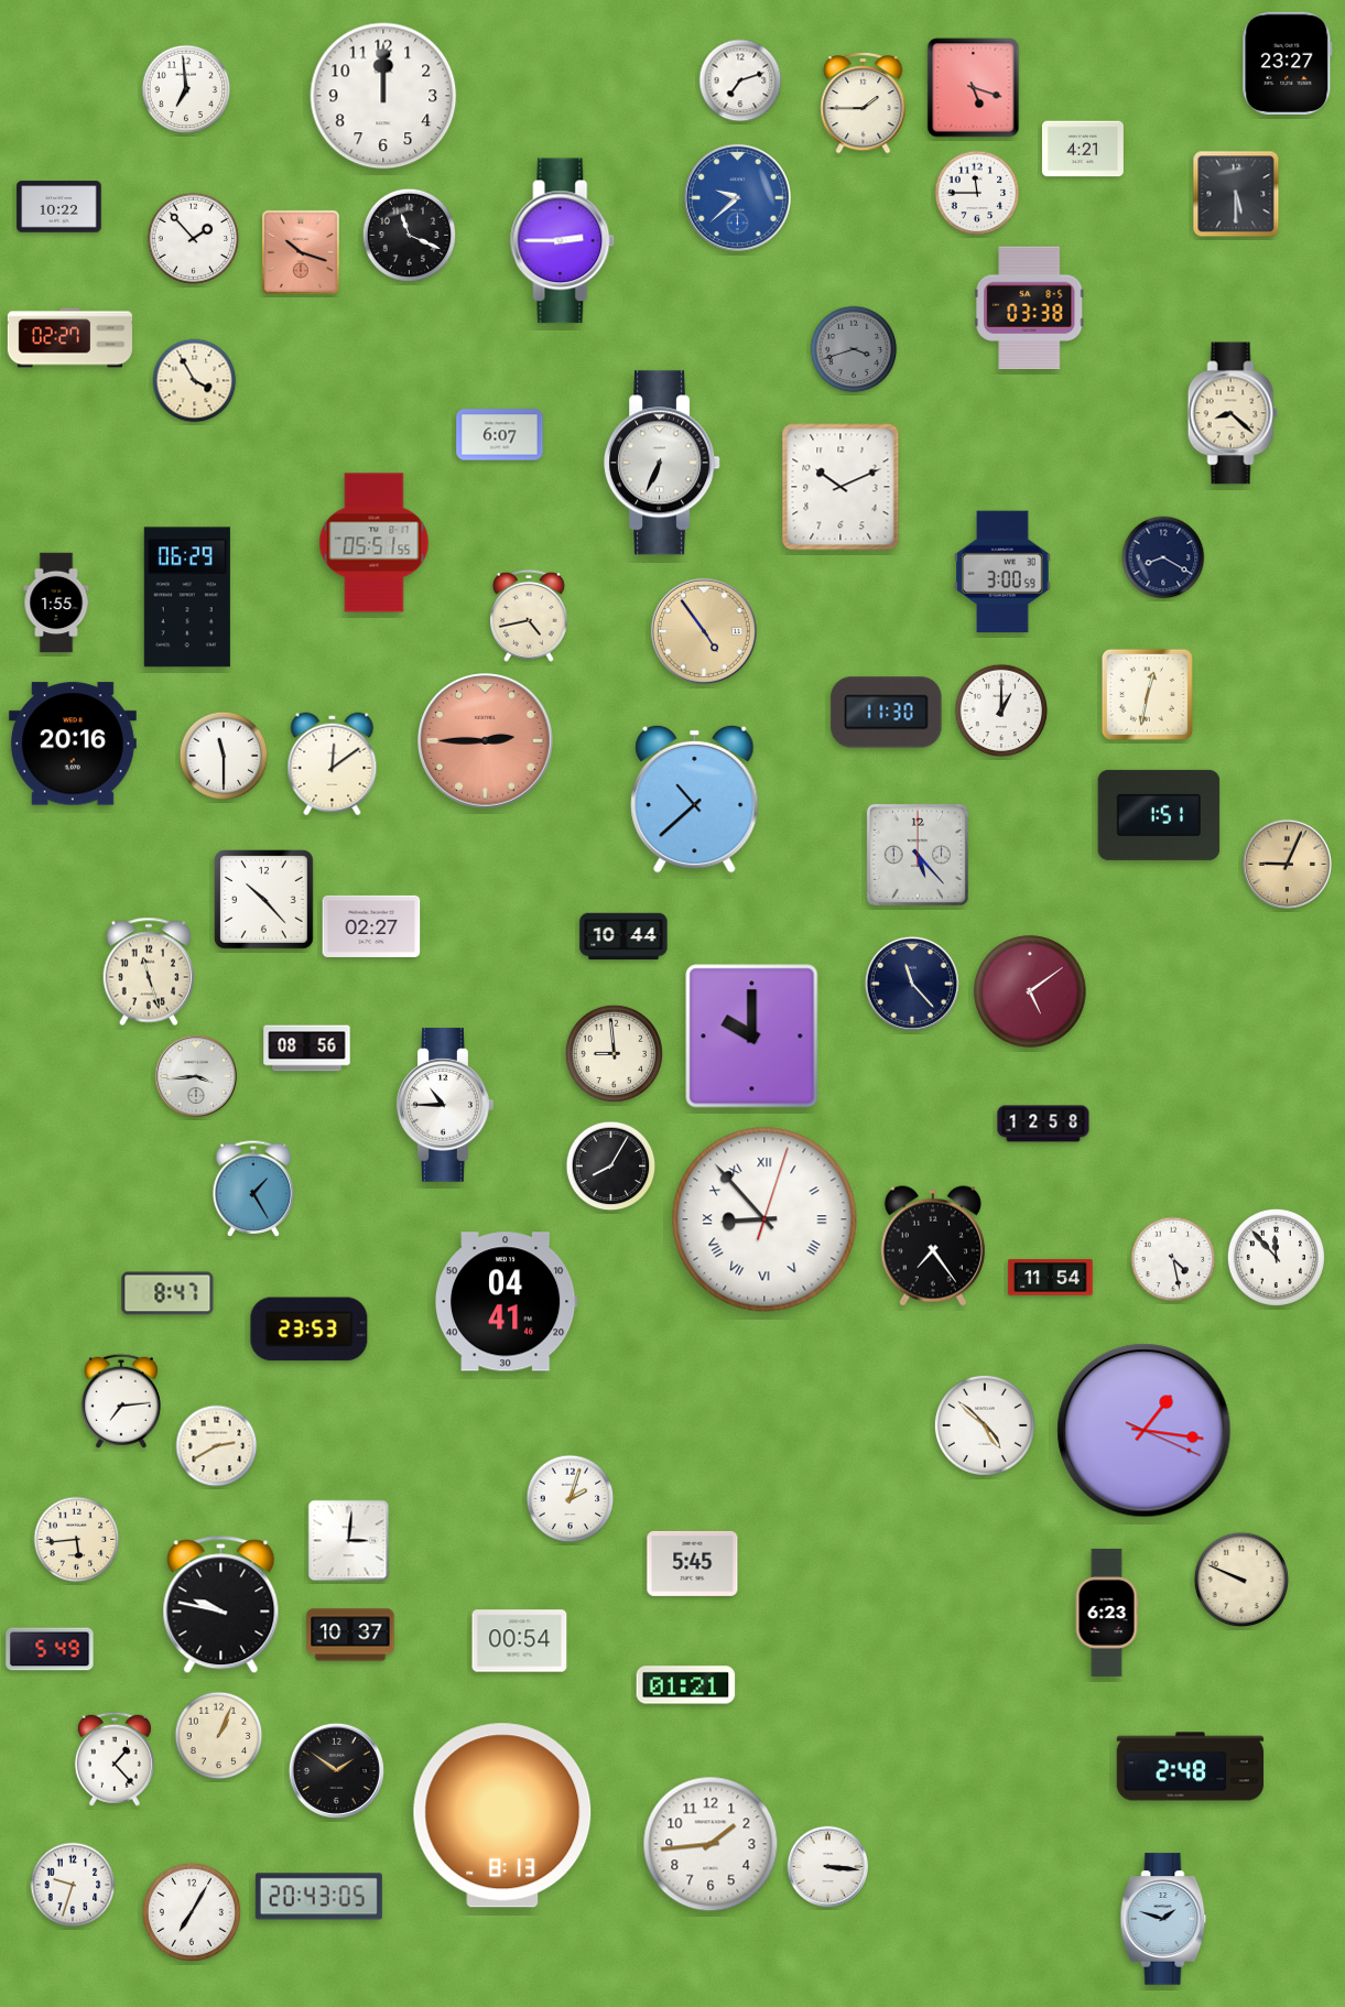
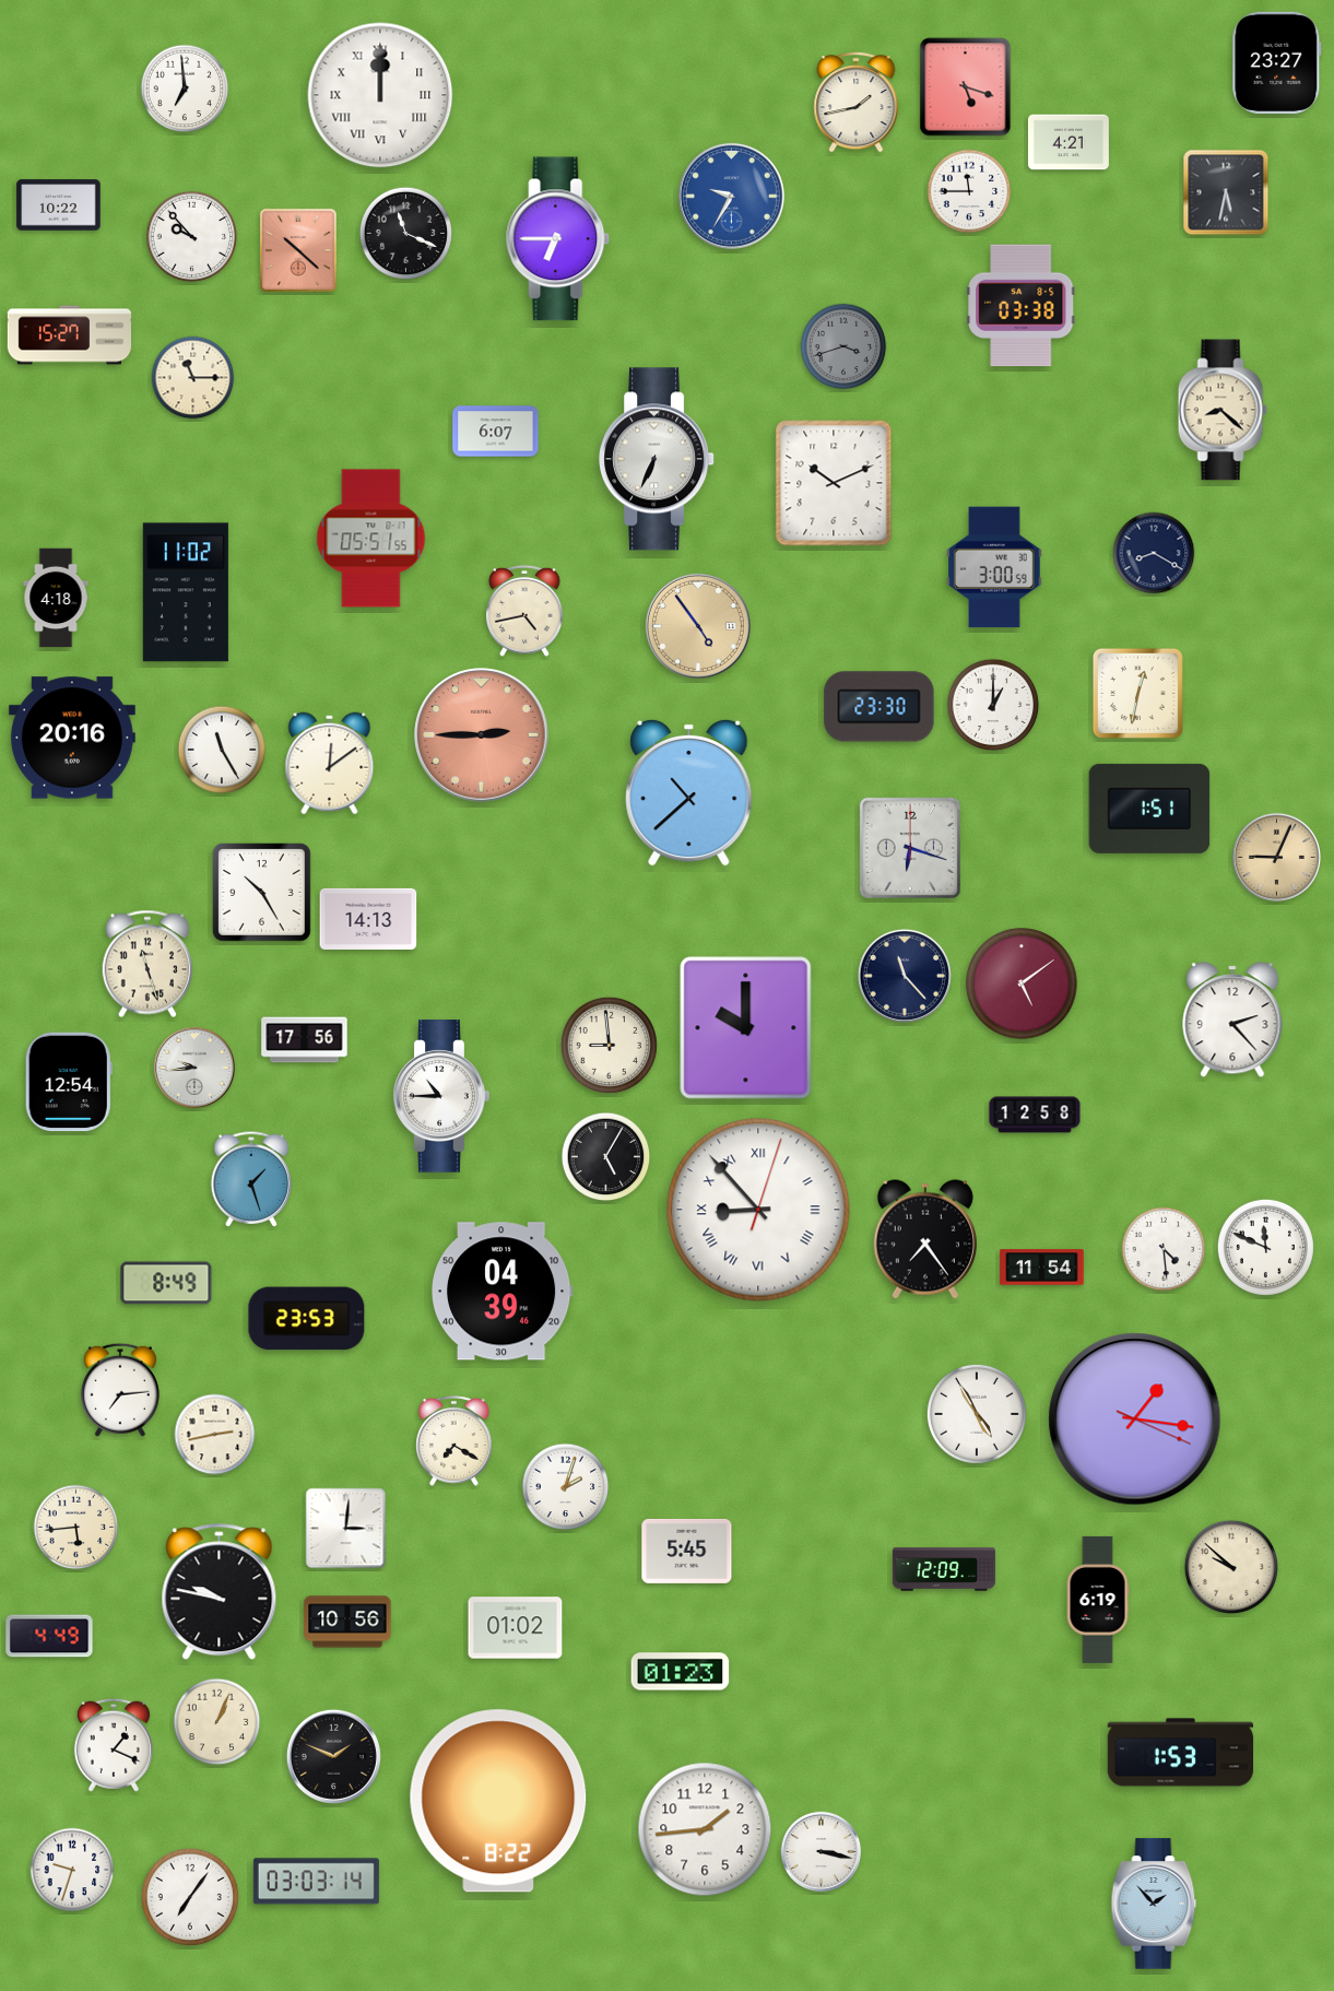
clock at (740, 80): 7:12 -> none
clock at (383, 96) numerals: Arabic -> Roman
clock at (864, 104): 1:45 -> 1:43
clock at (1083, 149) position: (1083, 149) -> (1069, 142)
clock at (1236, 194): 5:30 -> 5:32
clock at (737, 197): 9:38 -> 9:35
clock at (194, 239): 1:53 -> 9:53
clock at (563, 241): 2:45 -> 6:45
clock at (301, 252): 10:18 -> 10:22
clock at (70, 338): 02:27 -> 15:27
clock at (854, 349) position: (854, 349) -> (843, 346)
clock at (195, 381): 3:55 -> 11:15
clock at (187, 597): 06:29 -> 11:02
clock at (56, 603): 1:55 -> 4:18
clock at (1147, 694) position: (1147, 694) -> (1137, 693)
clock at (887, 713): 11:30 -> 23:30
clock at (224, 756): 11:30 -> 11:25
clock at (333, 764) position: (333, 764) -> (330, 764)
clock at (918, 855): 5:23 -> 6:18
clock at (264, 900): 10:23 -> 10:25
clock at (371, 926): 02:27 -> 14:13
clock at (623, 936): 10:44 -> none
clock at (1232, 1020): none -> 2:23
clock at (307, 1049): 08:56 -> 17:56
clock at (196, 1075): 3:44 -> 9:44
clock at (69, 1082): none -> 12:54
clock at (611, 1167): 8:05 -> 5:05
clock at (253, 1189): 1:25 -> 1:27
clock at (933, 1246) position: (933, 1246) -> (925, 1239)
clock at (1276, 1257): 11:53 -> 11:49
clock at (1173, 1259): 4:28 -> 4:29
clock at (167, 1293): 8:47 -> 8:49
clock at (506, 1302): 04:41 -> 04:39
clock at (985, 1425): 4:52 -> 4:55
clock at (217, 1446): 2:40 -> 2:43
clock at (454, 1441): none -> 7:20
clock at (1240, 1579): 9:49 -> 9:52
clock at (944, 1569): none -> 12:09
clock at (1107, 1613): 6:23 -> 6:19
clock at (350, 1635): 10:37 -> 10:56
clock at (520, 1641): 00:54 -> 01:02
clock at (50, 1649): 5:49 -> 4:49
clock at (686, 1685): 01:21 -> 01:23
clock at (115, 1759): 1:23 -> 1:19
clock at (1191, 1767): 2:48 -> 1:53
clock at (336, 1770): 1:51 -> 1:49
clock at (502, 1815): 8:13 -> 8:22
clock at (828, 1867): 3:16 -> 3:17
clock at (318, 1897): 20:43 -> 03:03
clock at (192, 1912): 7:05 -> 7:06
clock at (1163, 1919): 1:48 -> 1:53
